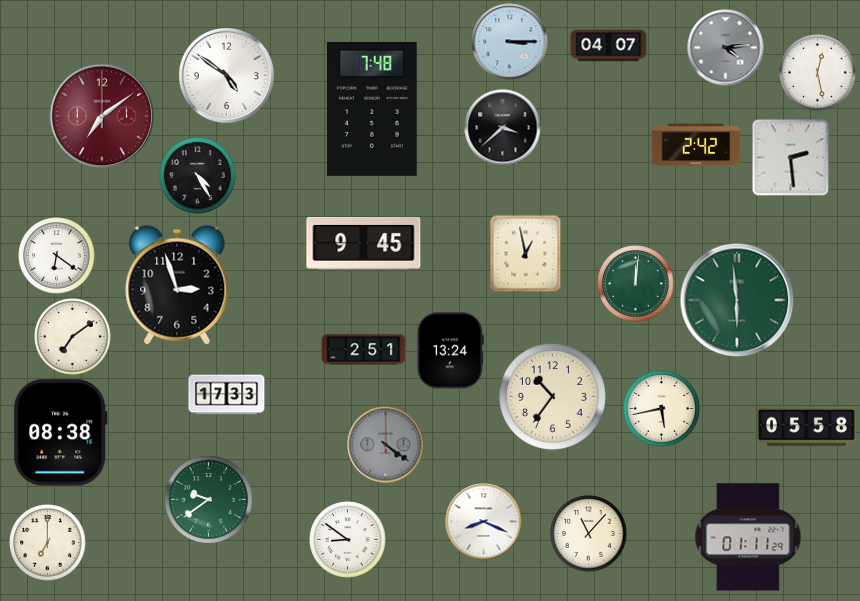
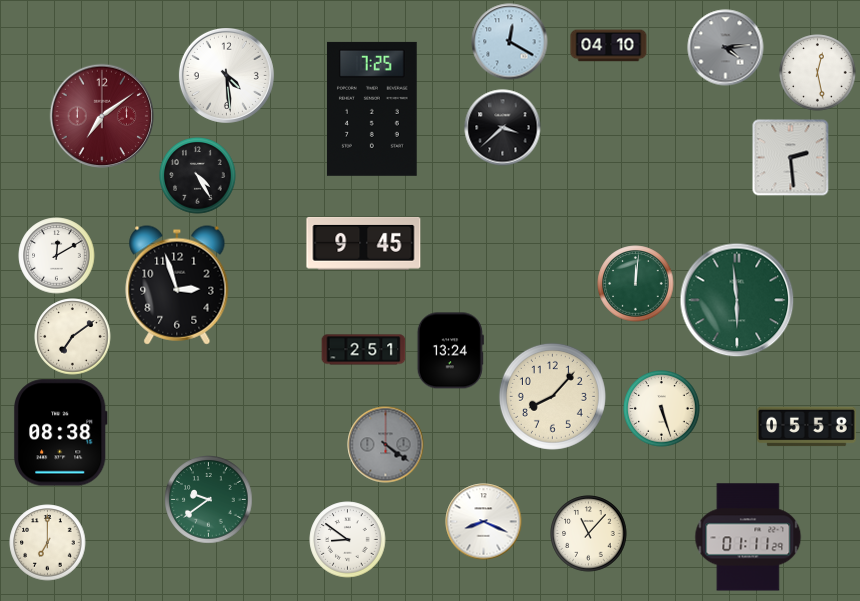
clock at (510, 42): 3:15 -> 12:20
clock at (609, 46): 04:07 -> 04:10
clock at (226, 75): 4:51 -> 4:29
clock at (372, 109): 7:48 -> 7:25
clock at (696, 145): 2:42 -> none
clock at (526, 253): 12:58 -> none
clock at (57, 256): 6:21 -> 12:10
clock at (227, 395): 17:33 -> none
clock at (552, 396): 10:36 -> 8:07
clock at (662, 409): 5:43 -> 5:27
